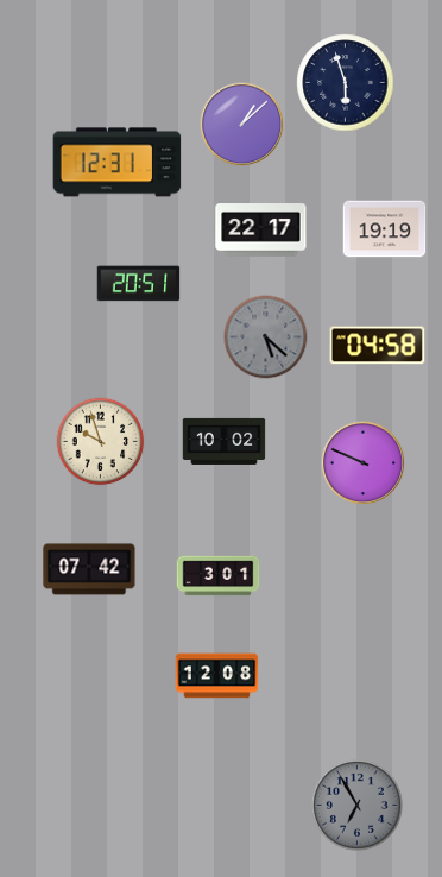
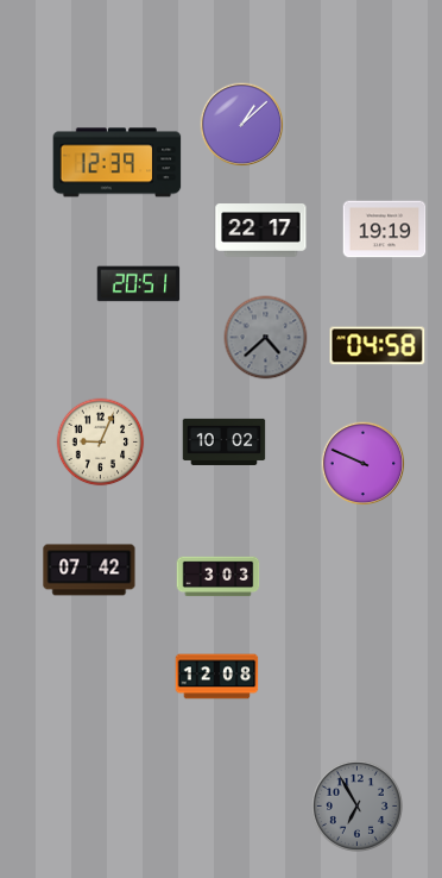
clock at (346, 83): 5:57 -> none
clock at (118, 163): 12:31 -> 12:39
clock at (266, 337): 5:22 -> 4:38
clock at (101, 442): 9:57 -> 9:04
clock at (219, 576): 3:01 -> 3:03
